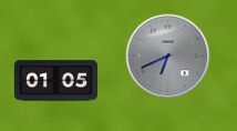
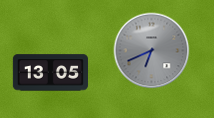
clock at (55, 81): 01:05 -> 13:05
